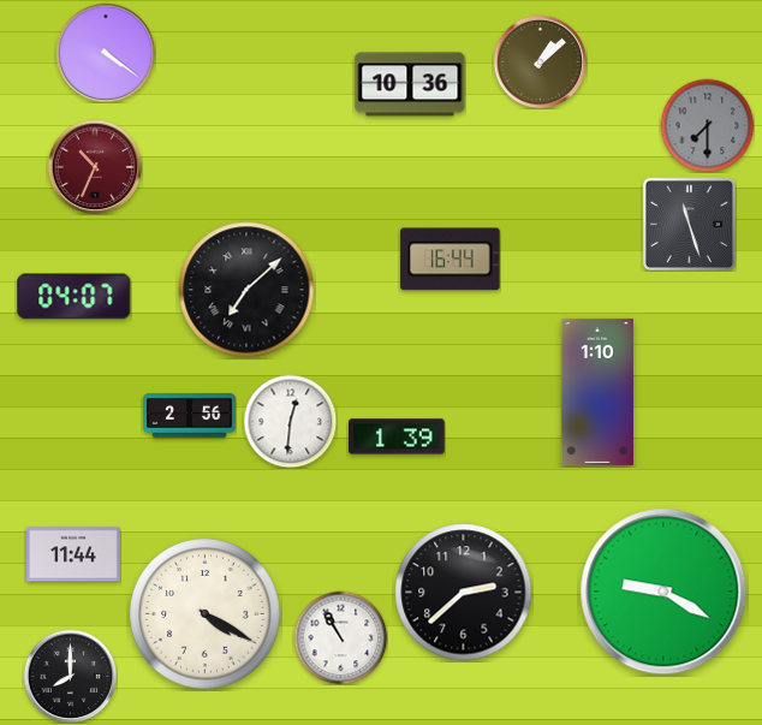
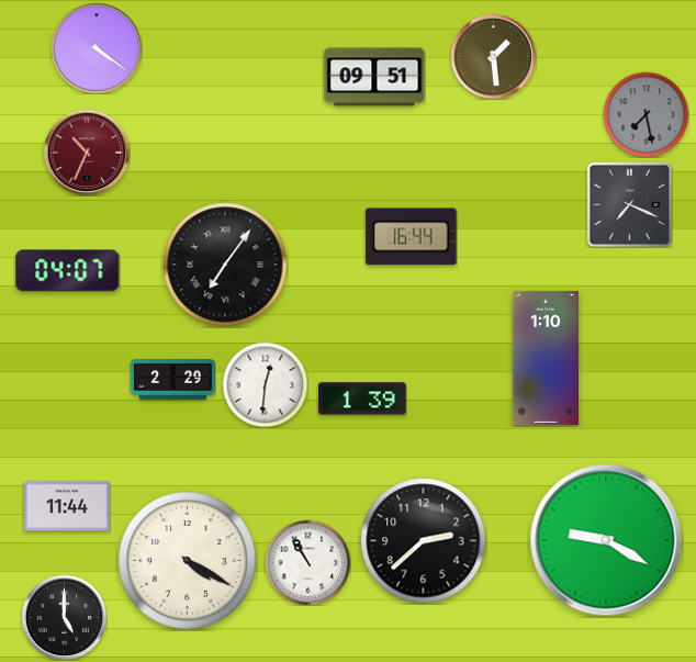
clock at (540, 61): 1:08 -> 1:29
clock at (410, 84): 10:36 -> 09:51
clock at (707, 125): 7:30 -> 7:28
clock at (689, 224): 11:27 -> 7:19
clock at (246, 290): 7:08 -> 7:06
clock at (190, 416): 2:56 -> 2:29
clock at (340, 637) position: (340, 637) -> (307, 562)
clock at (70, 676): 8:00 -> 5:00
